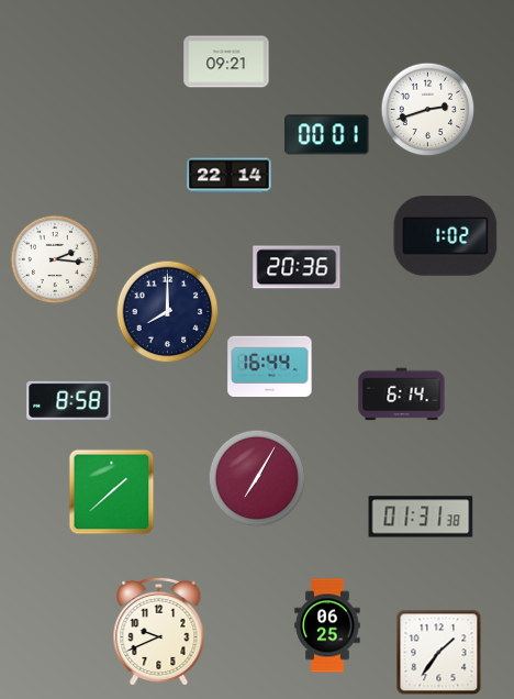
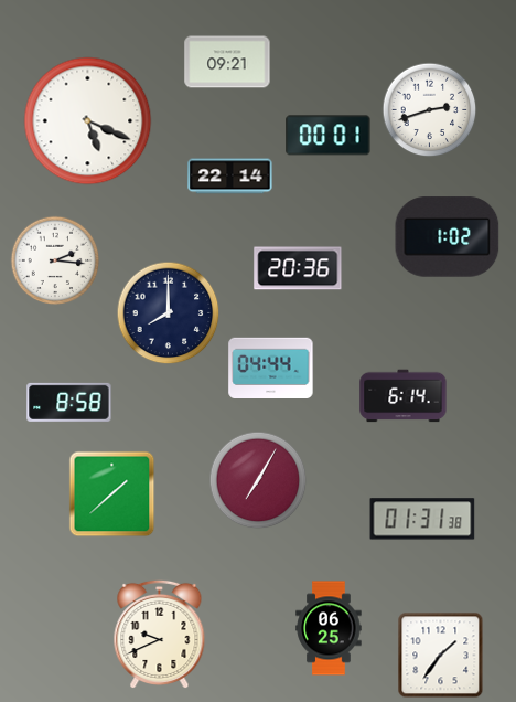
clock at (88, 121): none -> 5:19
clock at (270, 367): 16:44 -> 04:44
